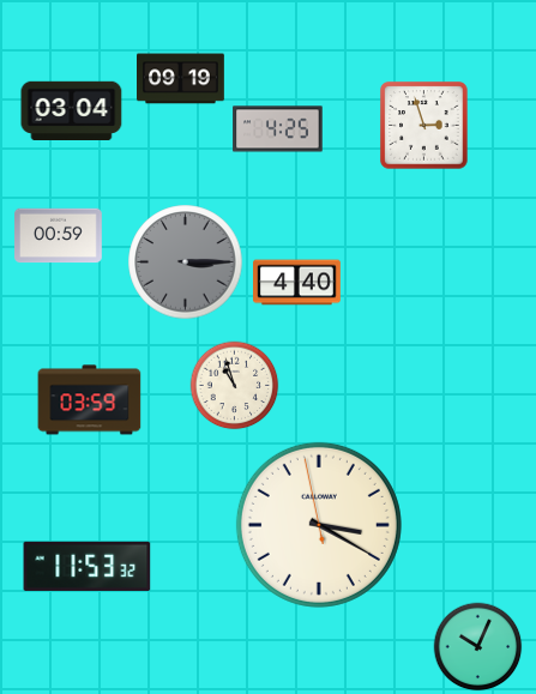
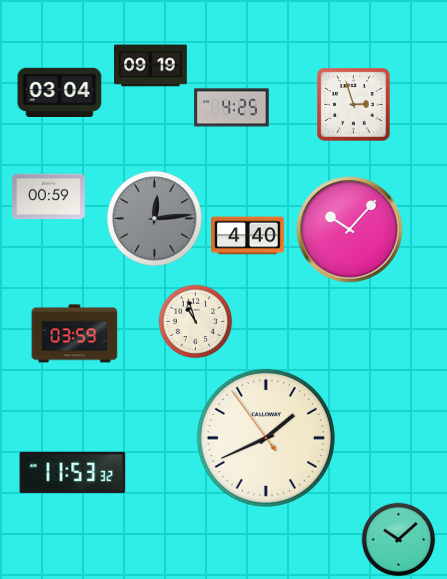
clock at (186, 262): 3:15 -> 12:14
clock at (350, 230): none -> 10:07
clock at (319, 525): 3:19 -> 1:40
clock at (478, 647): 10:04 -> 10:08
